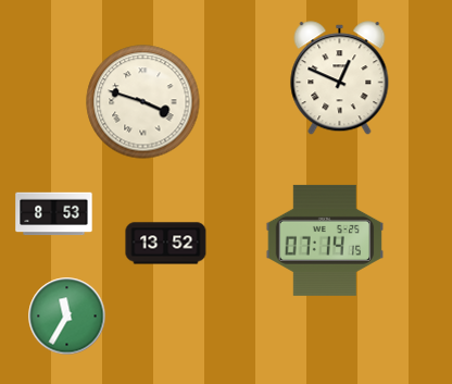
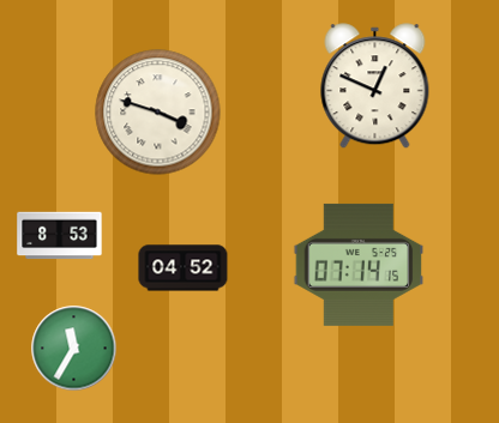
clock at (166, 244): 13:52 -> 04:52
